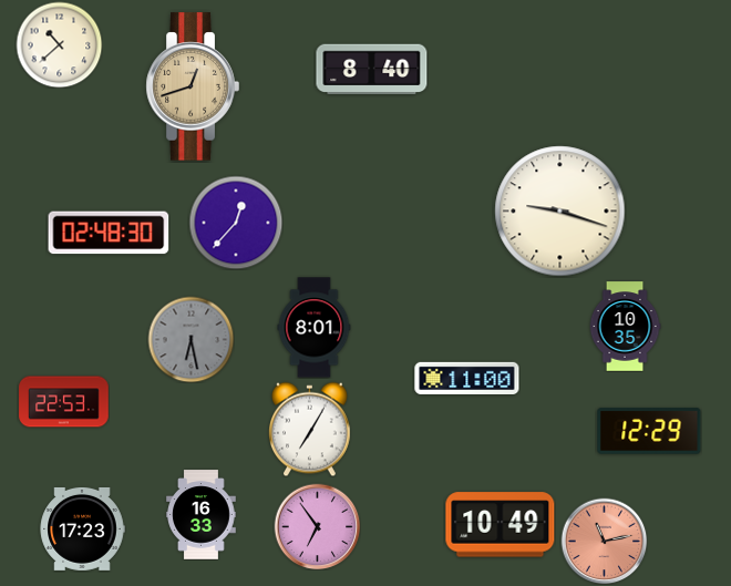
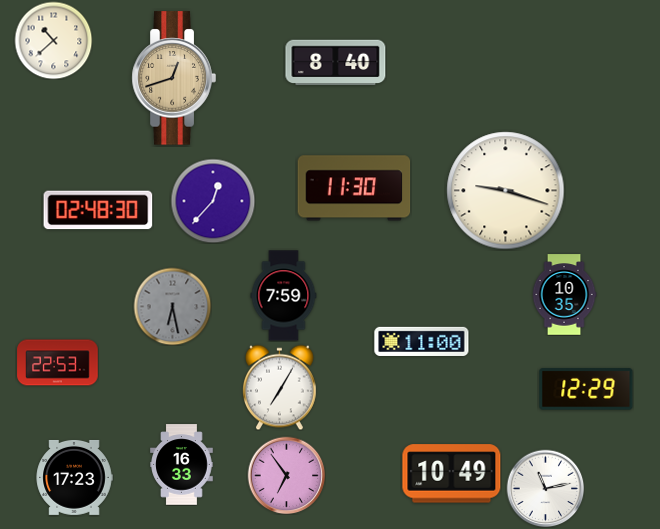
clock at (354, 188): none -> 11:30
clock at (315, 328): 8:01 -> 7:59
clock at (604, 541) dial: salmon -> white
